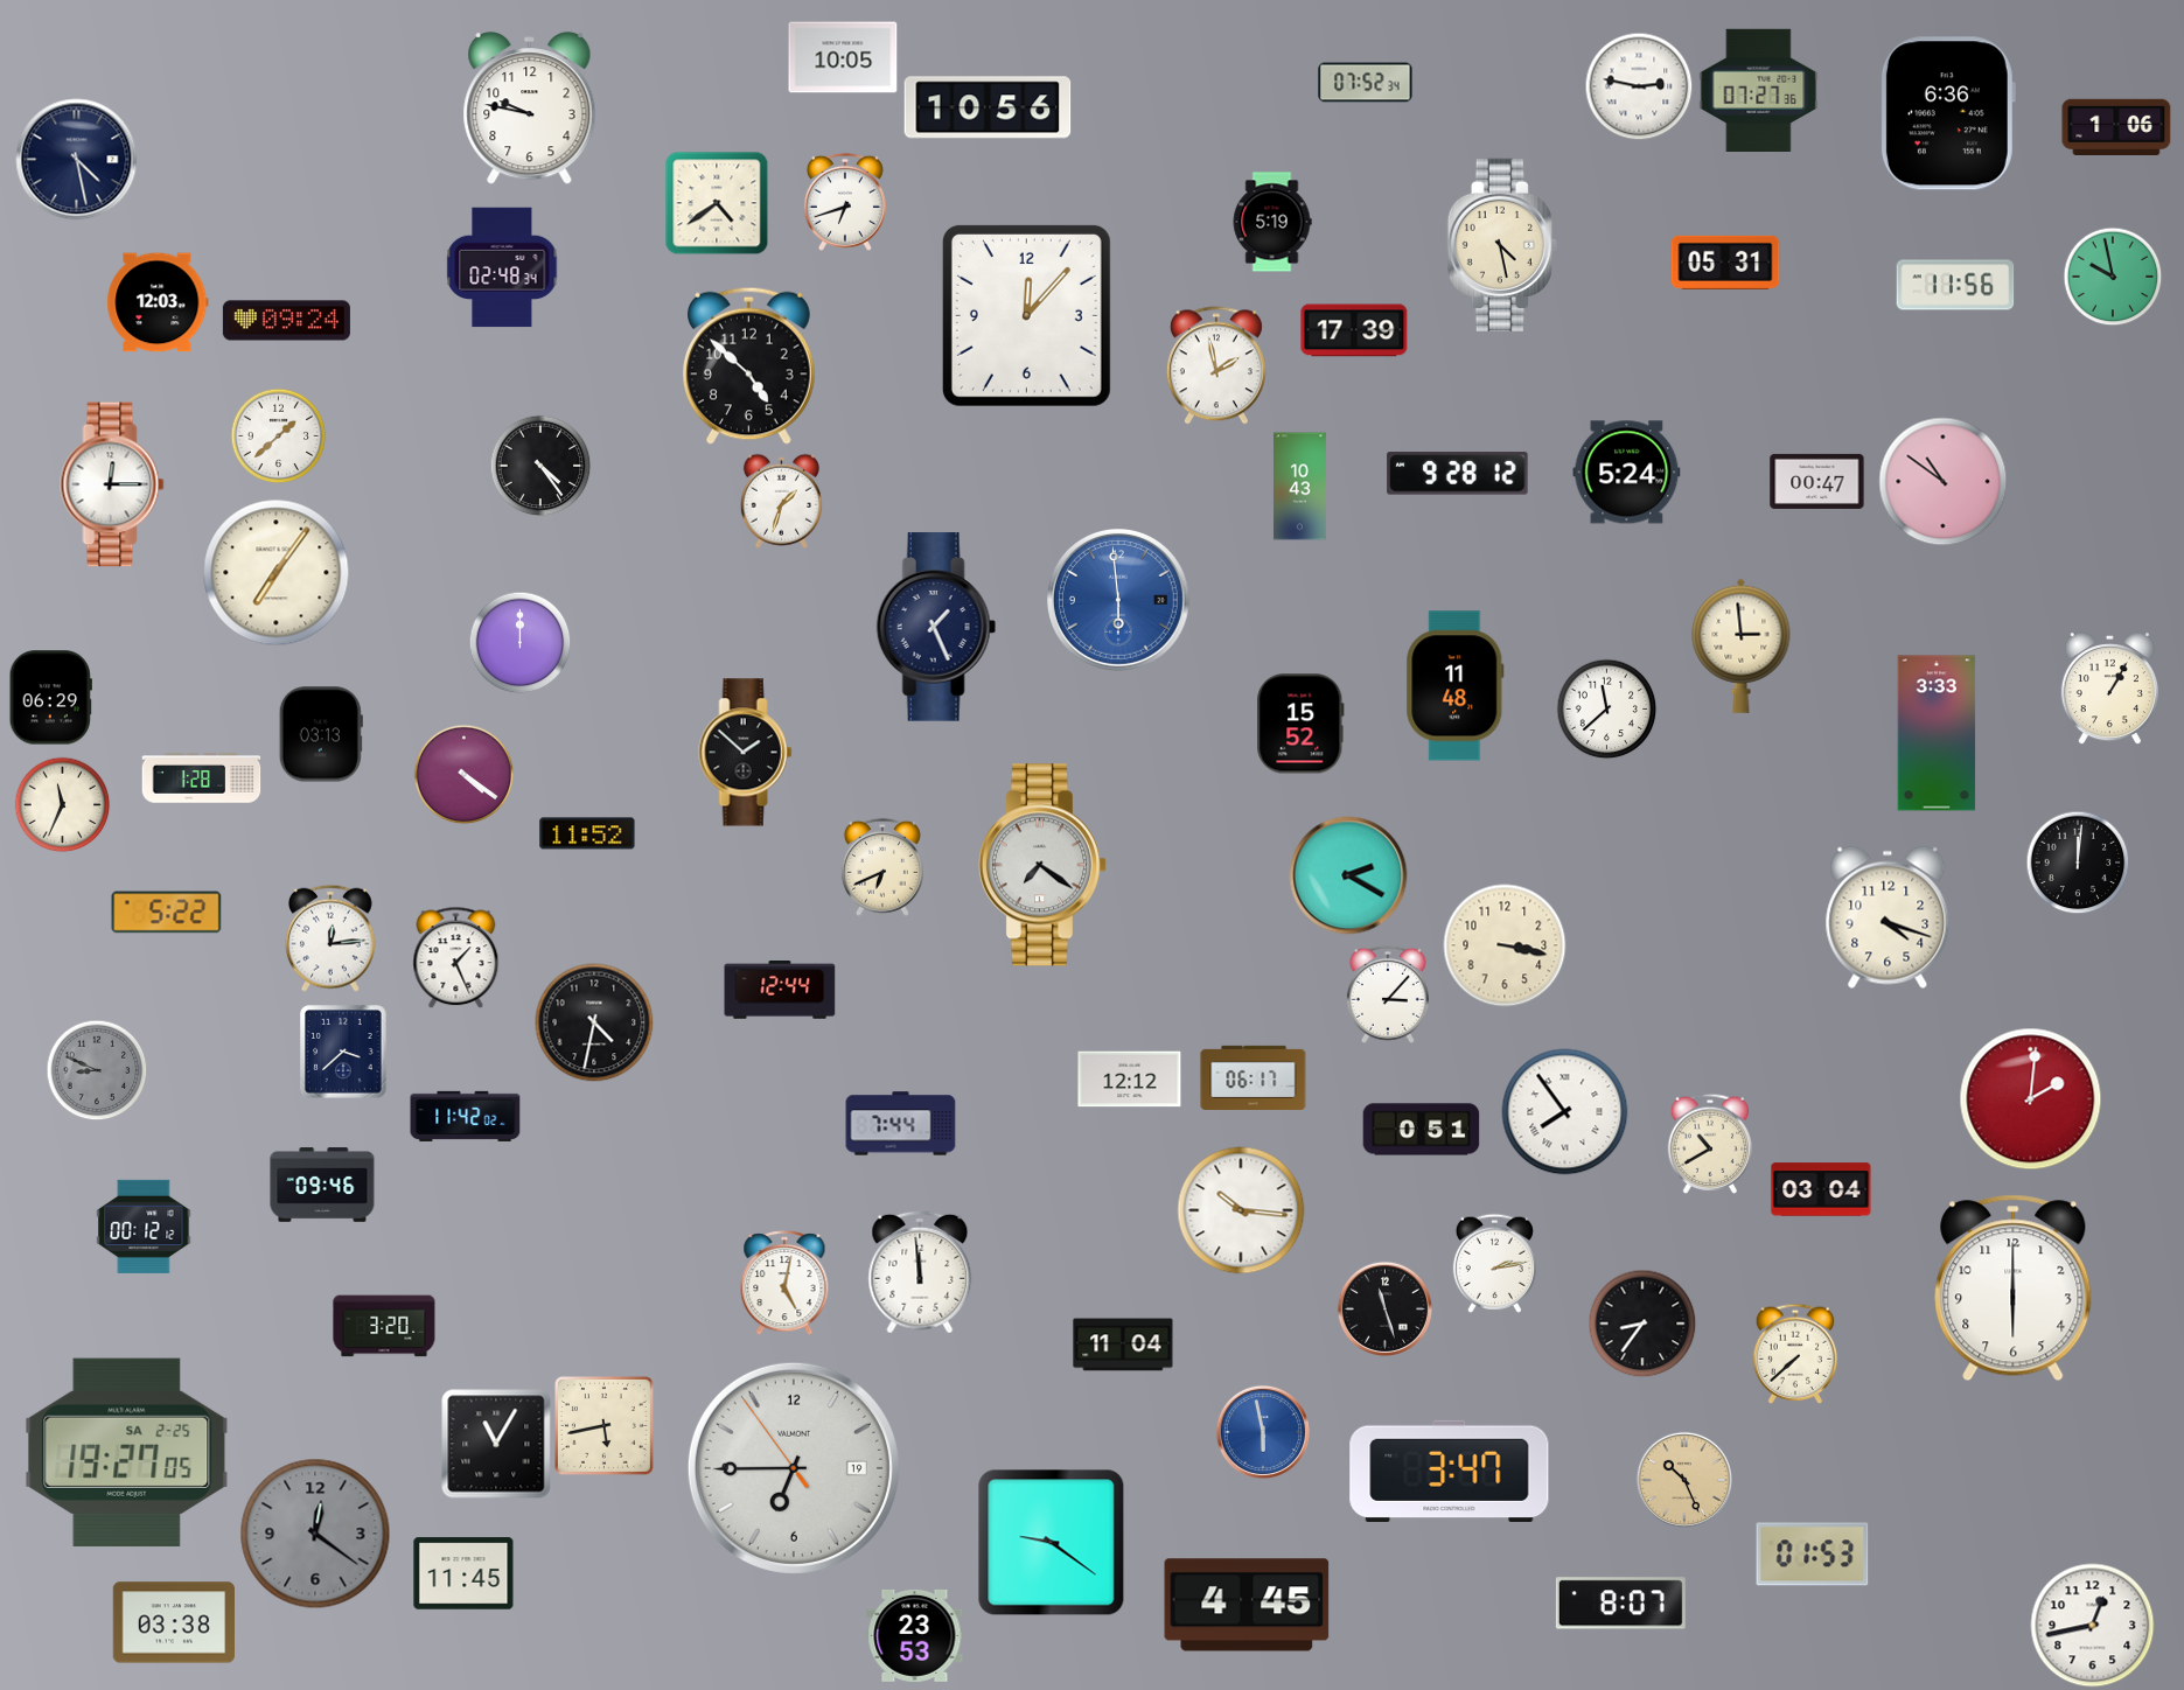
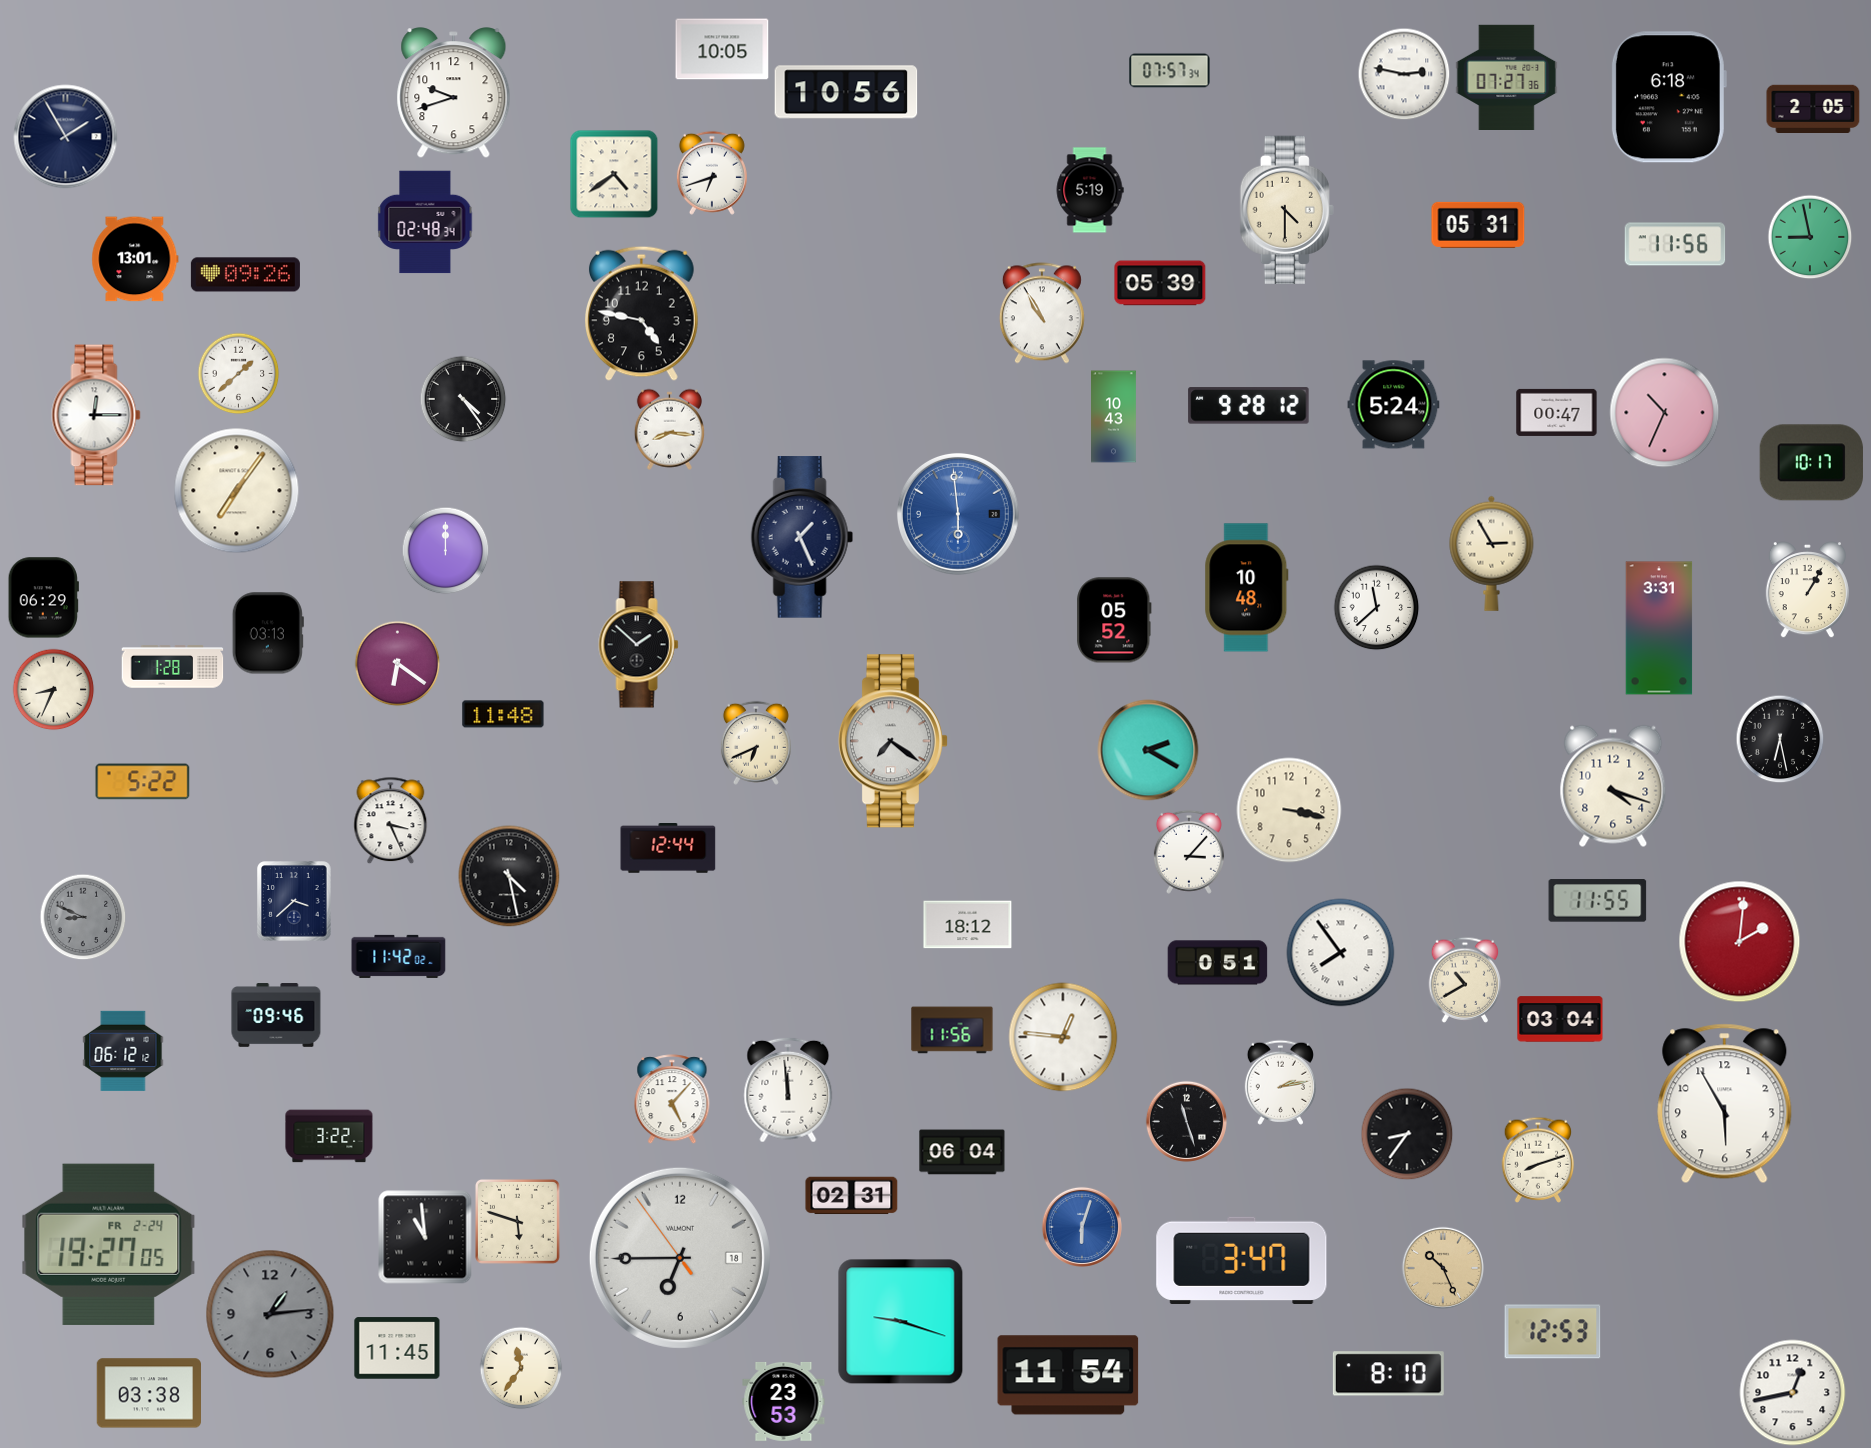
clock at (1366, 83): 07:52 -> 07:57
clock at (530, 109): 9:47 -> 9:42
clock at (1948, 113): 6:36 -> 6:18
clock at (2116, 126): 1:06 -> 2:05
clock at (77, 160): 4:28 -> 1:55
clock at (845, 202) position: (845, 202) -> (712, 173)
clock at (1502, 245): 4:28 -> 4:30
clock at (502, 267) position: (502, 267) -> (425, 222)
clock at (2113, 277): 9:58 -> 8:58
clock at (158, 302): 12:03 -> 13:01
clock at (1026, 315): 12:07 -> none
clock at (286, 321): 09:24 -> 09:26
clock at (1354, 330): 17:39 -> 05:39
clock at (749, 365): 4:52 -> 4:47
clock at (1216, 365): 1:58 -> 10:55
clock at (1944, 482): 10:51 -> 10:34
clock at (781, 501): 1:33 -> 8:16
clock at (1811, 463): none -> 10:17
clock at (1742, 645): 2:59 -> 2:55
clock at (1456, 686): 11:48 -> 10:48
clock at (1300, 724): 15:52 -> 05:52
clock at (1937, 733): 3:33 -> 3:31
clock at (321, 734) position: (321, 734) -> (268, 633)
clock at (463, 774): 4:21 -> 6:21
clock at (62, 804): 11:34 -> 8:34
clock at (587, 833): 11:52 -> 11:48
clock at (2078, 863): 12:01 -> 6:28
clock at (1348, 875) position: (1348, 875) -> (1148, 750)
clock at (1888, 917) position: (1888, 917) -> (1613, 786)
clock at (330, 938): 12:14 -> none
clock at (456, 957): 1:26 -> 3:26
clock at (594, 1022): 4:32 -> 4:28
clock at (1598, 901): none -> 11:55
clock at (1254, 1077): 06:17 -> none
clock at (1130, 1080): 12:12 -> 18:12
clock at (901, 1124): 7:44 -> none
clock at (1422, 1130) position: (1422, 1130) -> (1218, 963)
clock at (952, 1030): none -> 11:56
clock at (1241, 1210): 10:16 -> 12:46
clock at (144, 1227): 00:12 -> 06:12
clock at (784, 1283): 5:02 -> 5:07
clock at (2014, 1289): 6:00 -> 5:55
clock at (384, 1326): 3:20 -> 3:22
clock at (1123, 1345): 11:04 -> 06:04
clock at (1795, 1354): 7:38 -> 8:12
clock at (852, 1196): none -> 02:31
clock at (603, 1425): 5:43 -> 5:48
clock at (1263, 1432): 5:58 -> 6:03
clock at (496, 1444): 11:05 -> 10:59
clock at (127, 1452) date: SA 2-25 -> FR 2-24
clock at (794, 1468) date: 19 -> 18
clock at (315, 1534): 12:21 -> 1:14
clock at (1052, 1543): 9:21 -> 9:18
clock at (1813, 1555): 01:53 -> 12:53
clock at (521, 1368): none -> 11:36
clock at (1620, 1604): 8:07 -> 8:10
clock at (1247, 1605): 4:45 -> 11:54
clock at (173, 1622) position: (173, 1622) -> (148, 1393)
